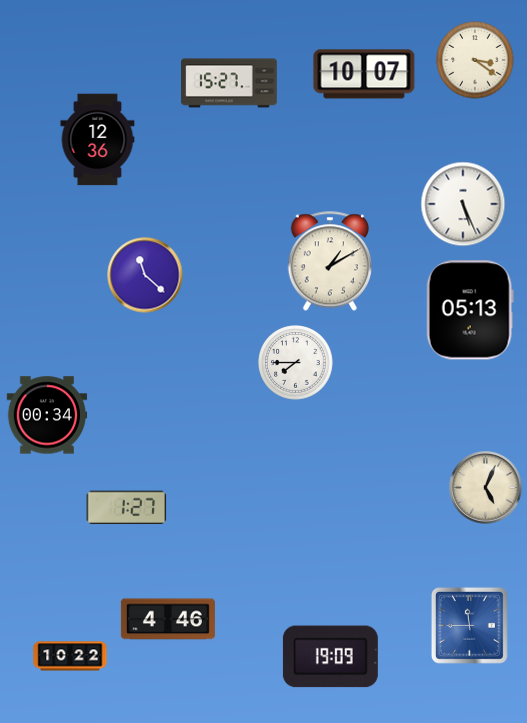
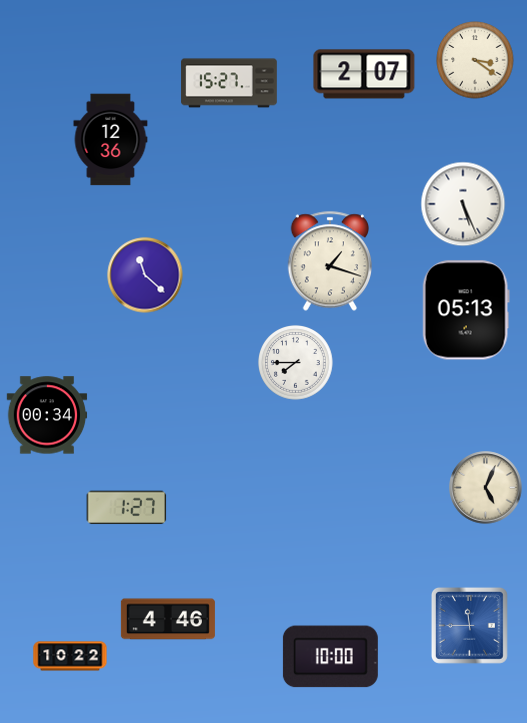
clock at (364, 74): 10:07 -> 2:07
clock at (98, 140) position: (98, 140) -> (111, 140)
clock at (329, 261): 1:10 -> 1:18
clock at (470, 310) position: (470, 310) -> (466, 310)
clock at (330, 657): 19:09 -> 10:00
